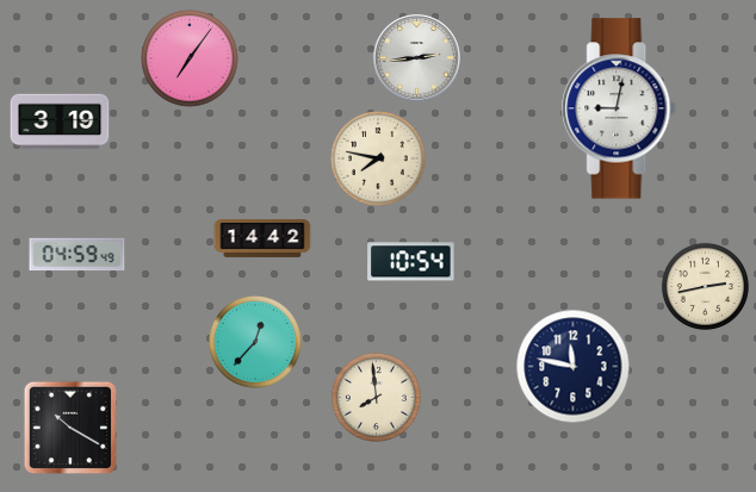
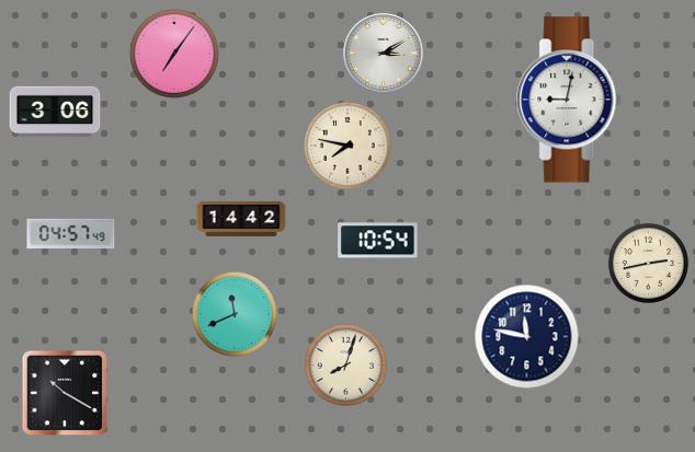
clock at (417, 58): 2:44 -> 3:10
clock at (60, 122): 3:19 -> 3:06
clock at (78, 255): 04:59 -> 04:57
clock at (255, 342): 12:37 -> 11:41
clock at (376, 397): 7:59 -> 8:03
